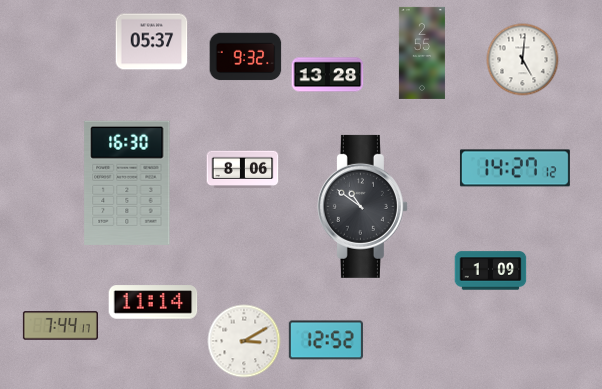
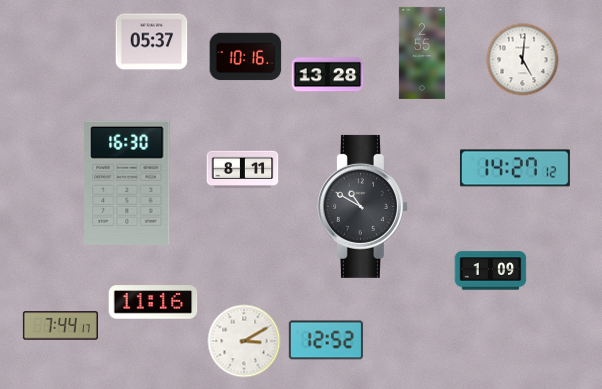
clock at (246, 57): 9:32 -> 10:16
clock at (243, 170): 8:06 -> 8:11
clock at (362, 206): 10:51 -> 10:50
clock at (153, 302): 11:14 -> 11:16
